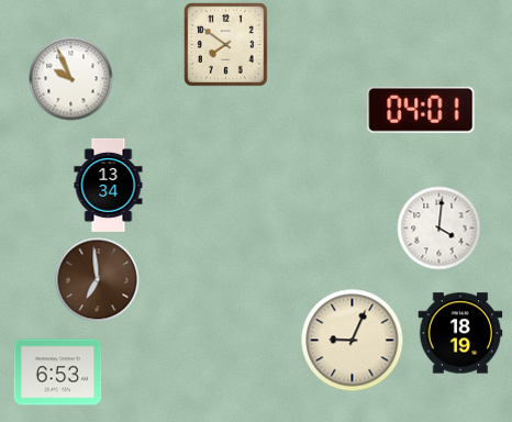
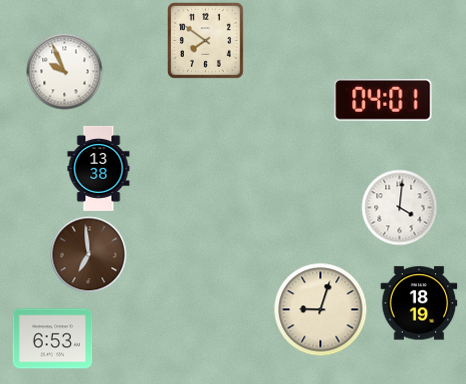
clock at (109, 185): 13:34 -> 13:38
clock at (353, 341): 9:04 -> 9:03
